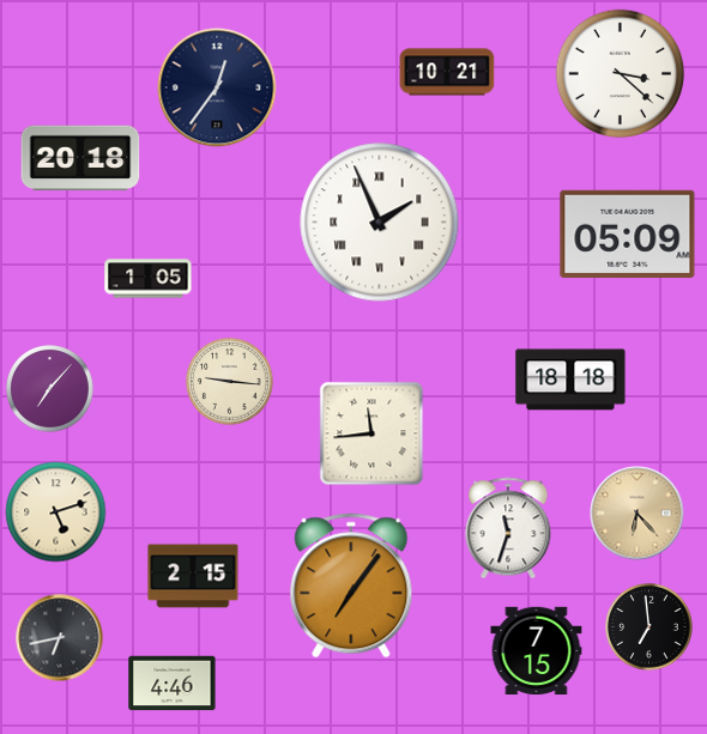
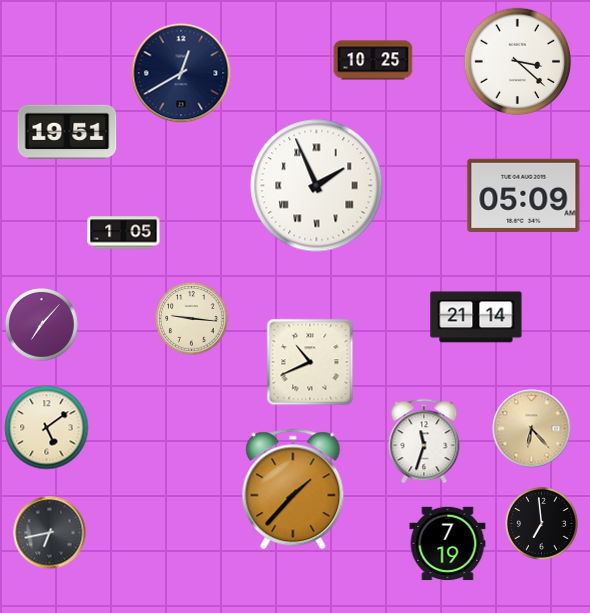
clock at (447, 72): 10:21 -> 10:25
clock at (217, 87): 12:36 -> 12:40
clock at (80, 157): 20:18 -> 19:51
clock at (570, 380): 18:18 -> 21:14
clock at (371, 433): 11:44 -> 10:41
clock at (56, 512): 5:12 -> 5:09
clock at (193, 576): 2:15 -> none
clock at (351, 586): 7:06 -> 1:37
clock at (537, 651): 7:15 -> 7:19
clock at (173, 684): 4:46 -> none
